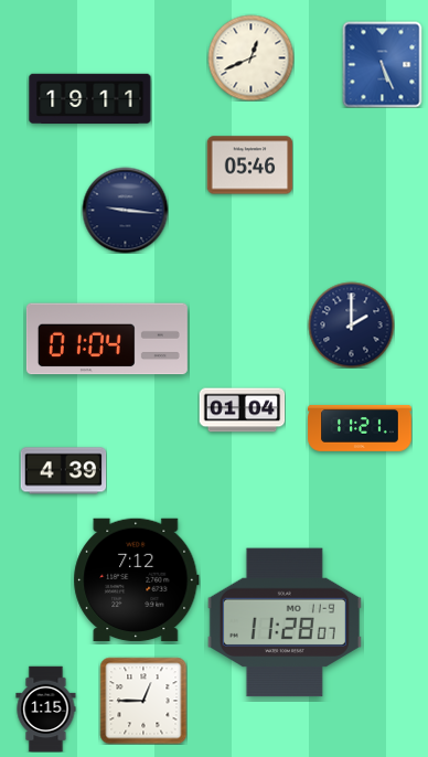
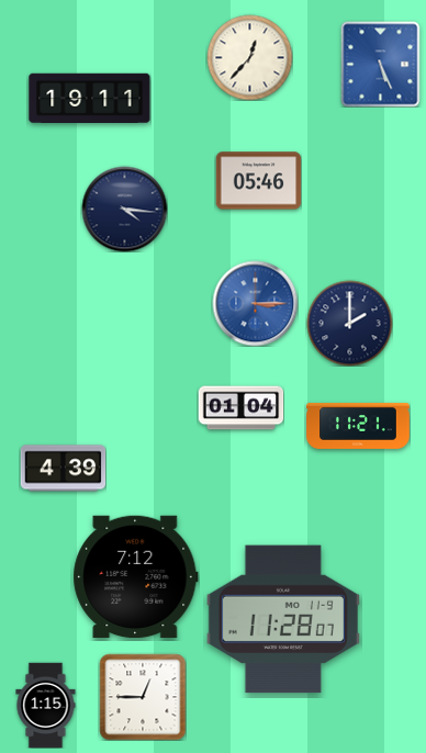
clock at (250, 57): 12:41 -> 12:37
clock at (249, 166) position: (249, 166) -> (258, 181)
clock at (125, 210): 9:16 -> 4:16
clock at (255, 303): none -> 3:15
clock at (107, 339): 01:04 -> none
